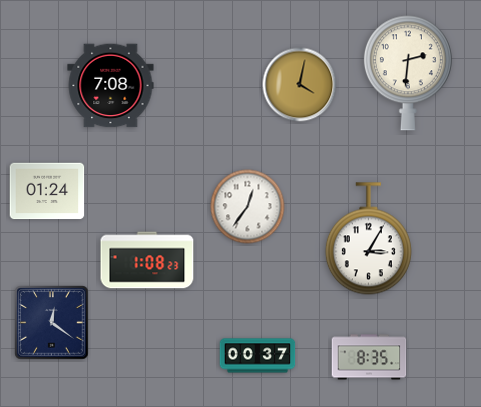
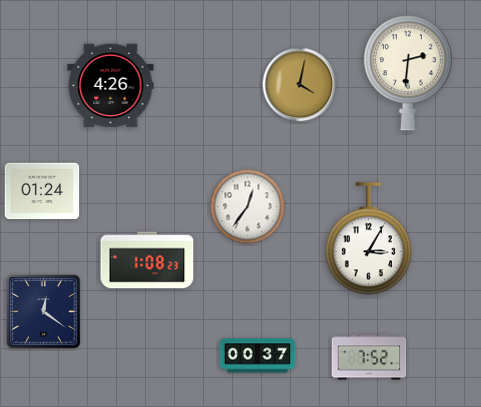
clock at (111, 86): 7:08 -> 4:26
clock at (47, 191) position: (47, 191) -> (42, 191)
clock at (52, 323) position: (52, 323) -> (44, 312)
clock at (369, 357): 8:35 -> 7:52
